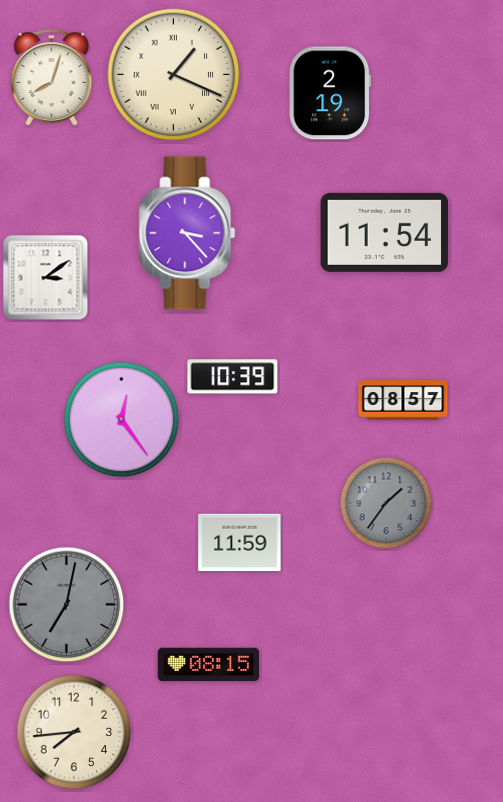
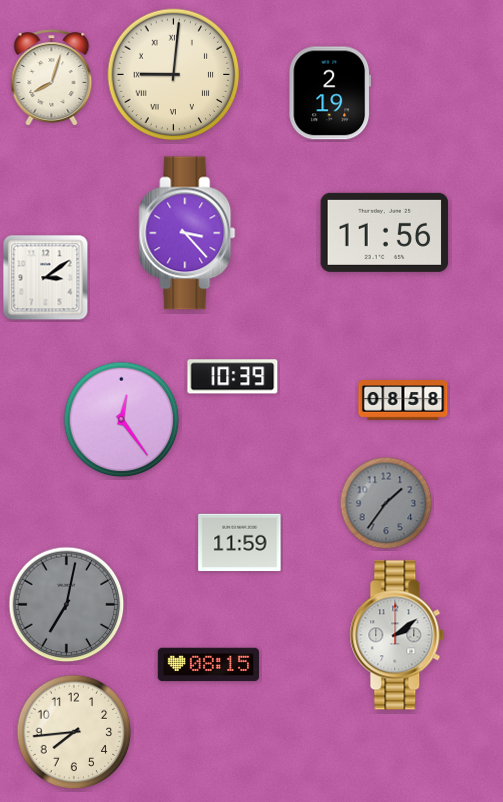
clock at (174, 75): 1:19 -> 9:01
clock at (385, 232): 11:54 -> 11:56
clock at (403, 400): 08:57 -> 08:58
clock at (397, 635): none -> 2:09
